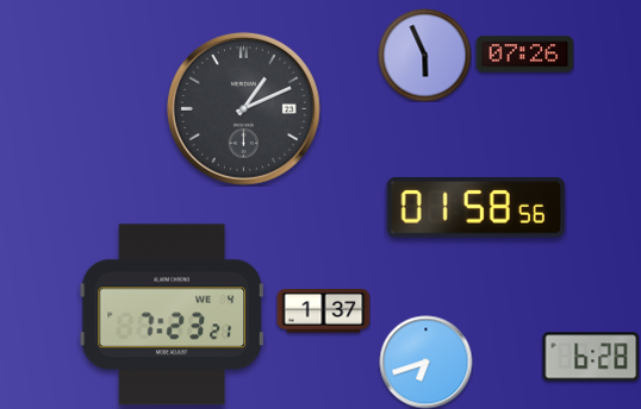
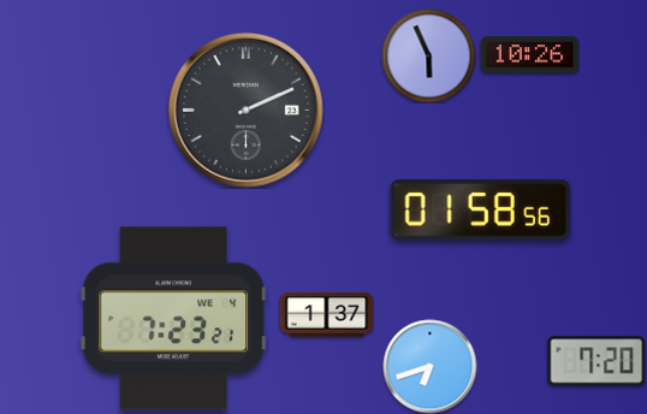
clock at (524, 55): 07:26 -> 10:26
clock at (243, 108): 1:11 -> 2:11
clock at (591, 357): 6:28 -> 7:20
